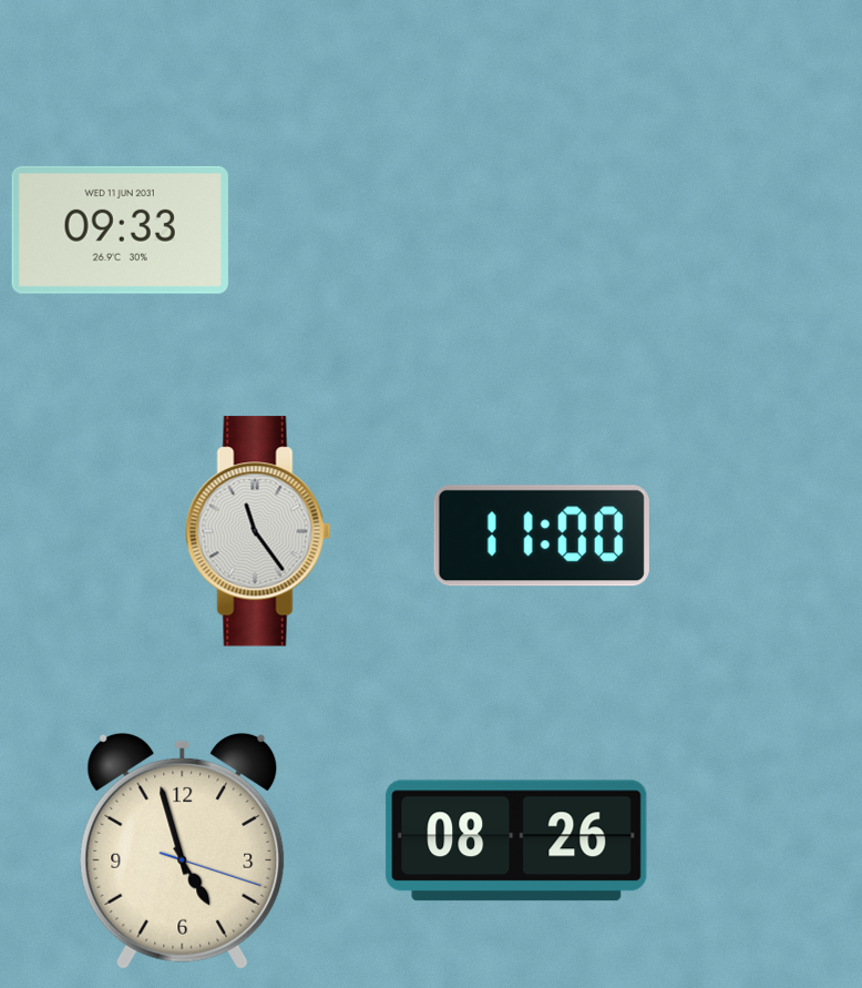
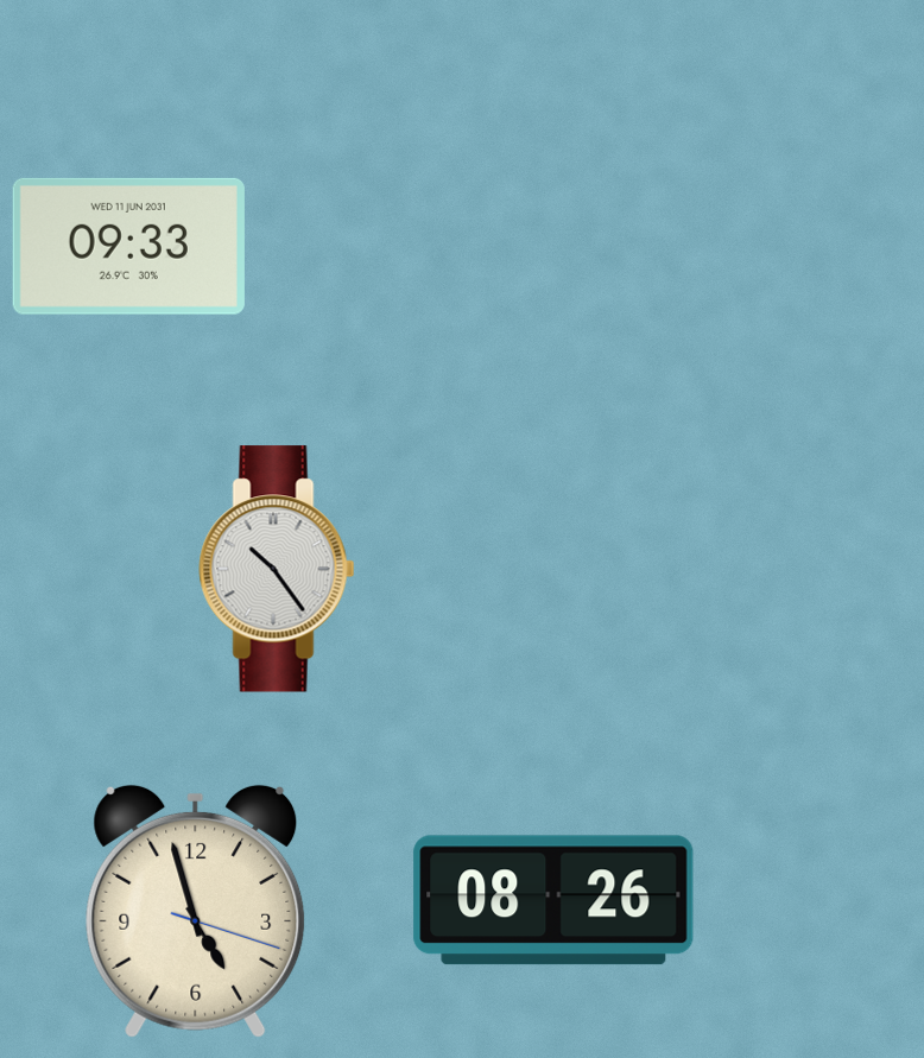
clock at (258, 531): 11:24 -> 10:24
clock at (542, 536): 11:00 -> none
